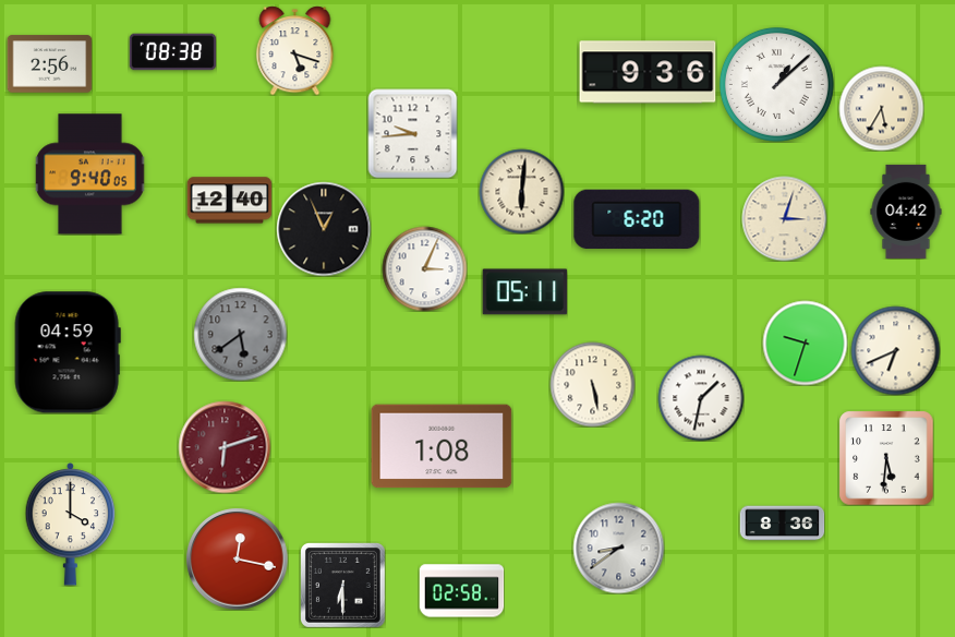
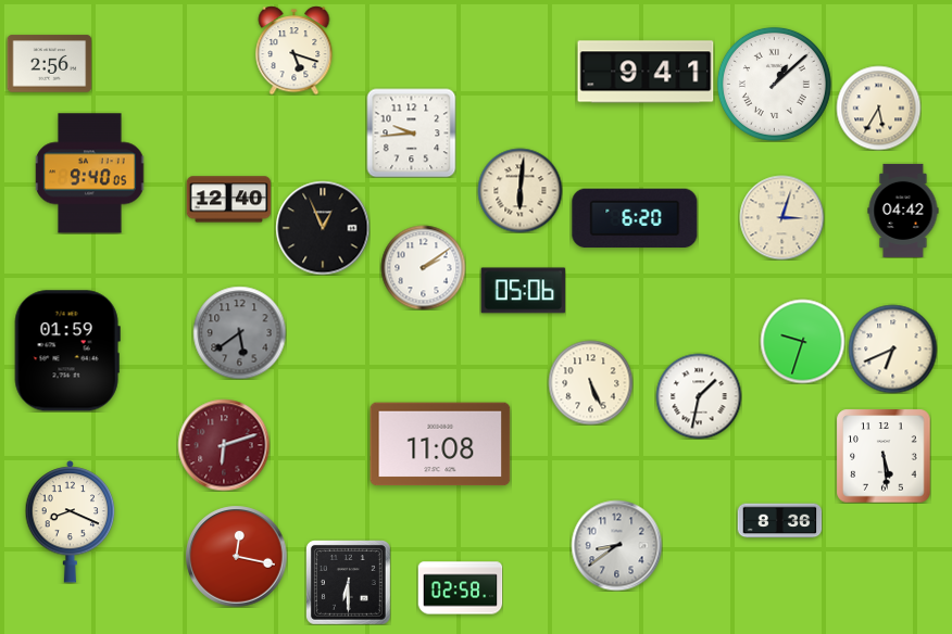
clock at (172, 52): 08:38 -> none
clock at (648, 72): 9:36 -> 9:41
clock at (424, 268): 3:04 -> 2:09
clock at (524, 292): 05:11 -> 05:06
clock at (68, 352): 04:59 -> 01:59
clock at (592, 384): 5:28 -> 5:26
clock at (442, 446): 1:08 -> 11:08
clock at (886, 458): 5:31 -> 5:29
clock at (71, 525): 4:00 -> 8:19
clock at (343, 586) position: (343, 586) -> (349, 583)
